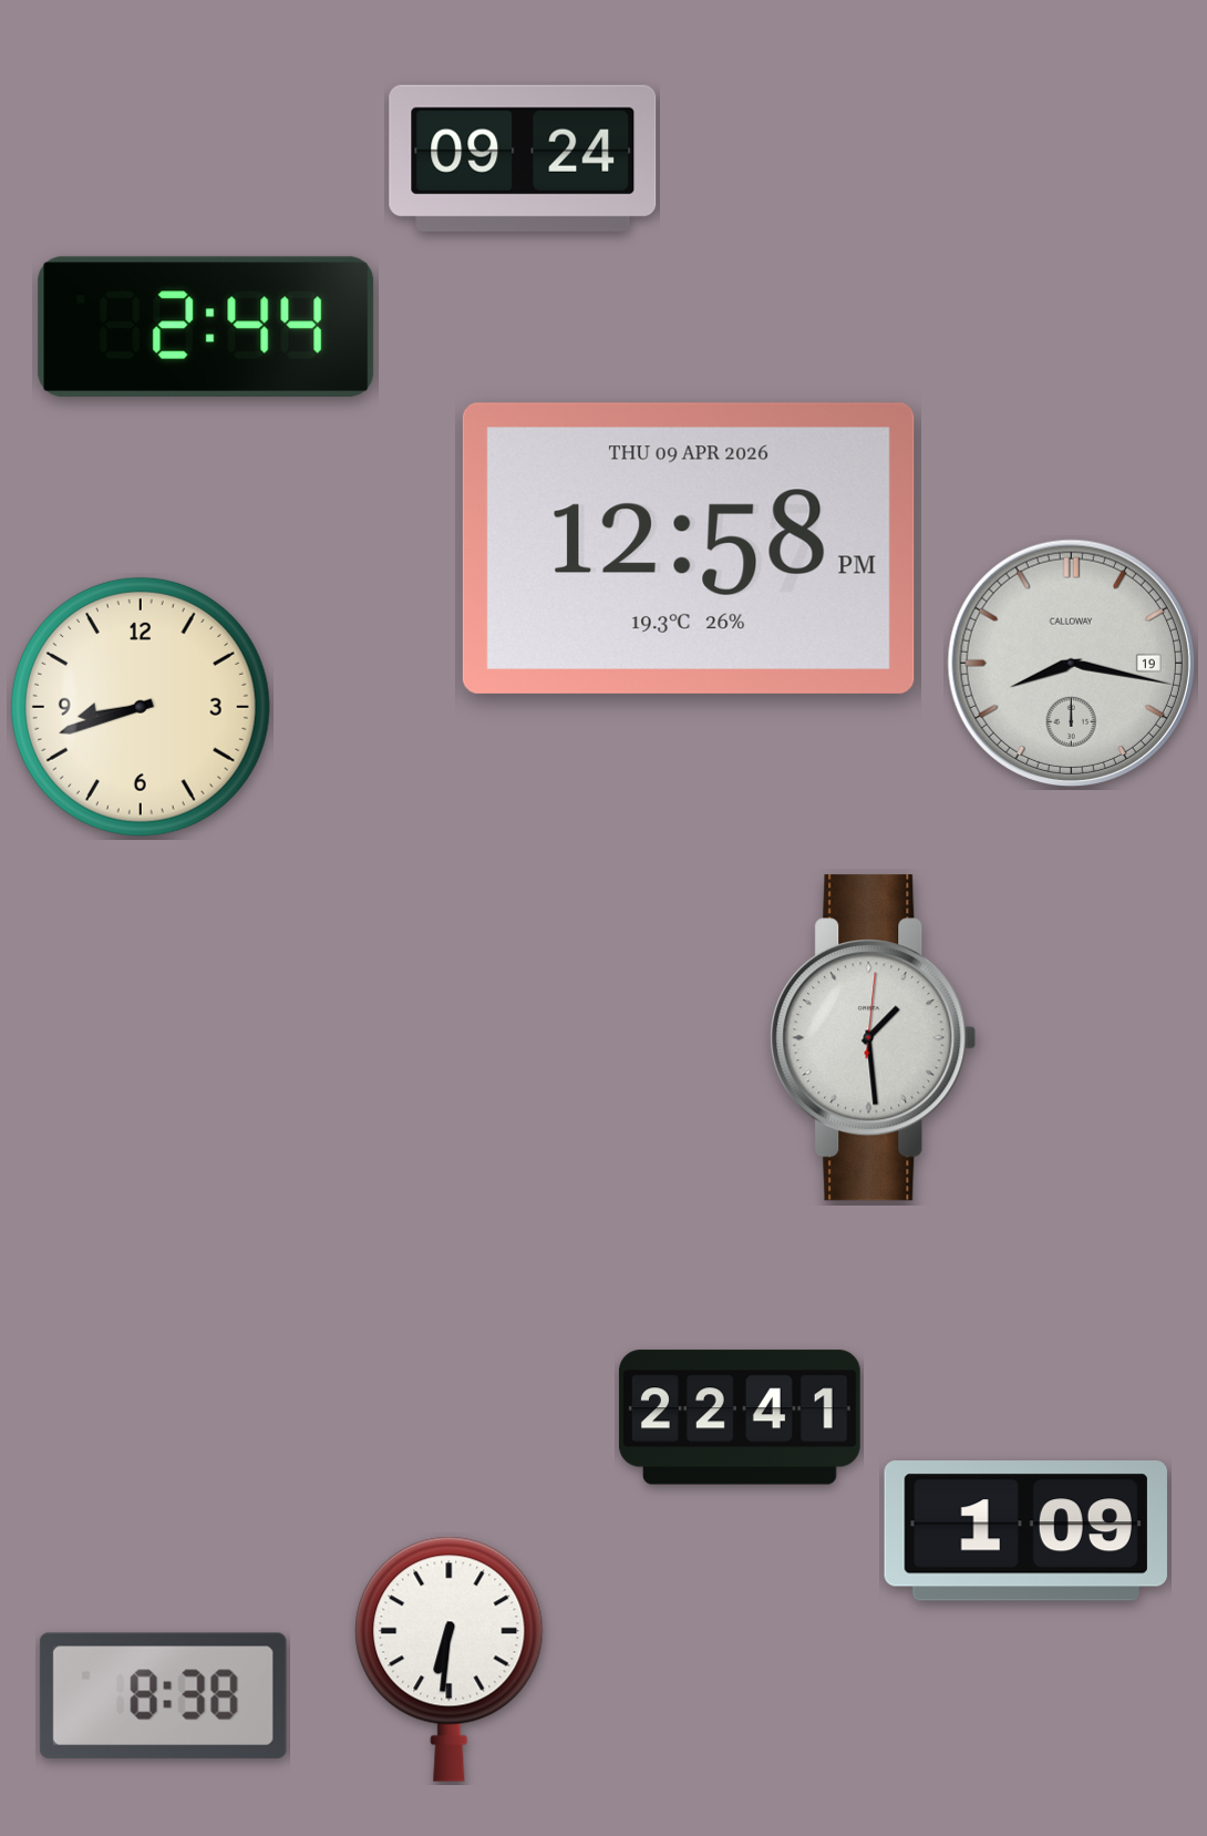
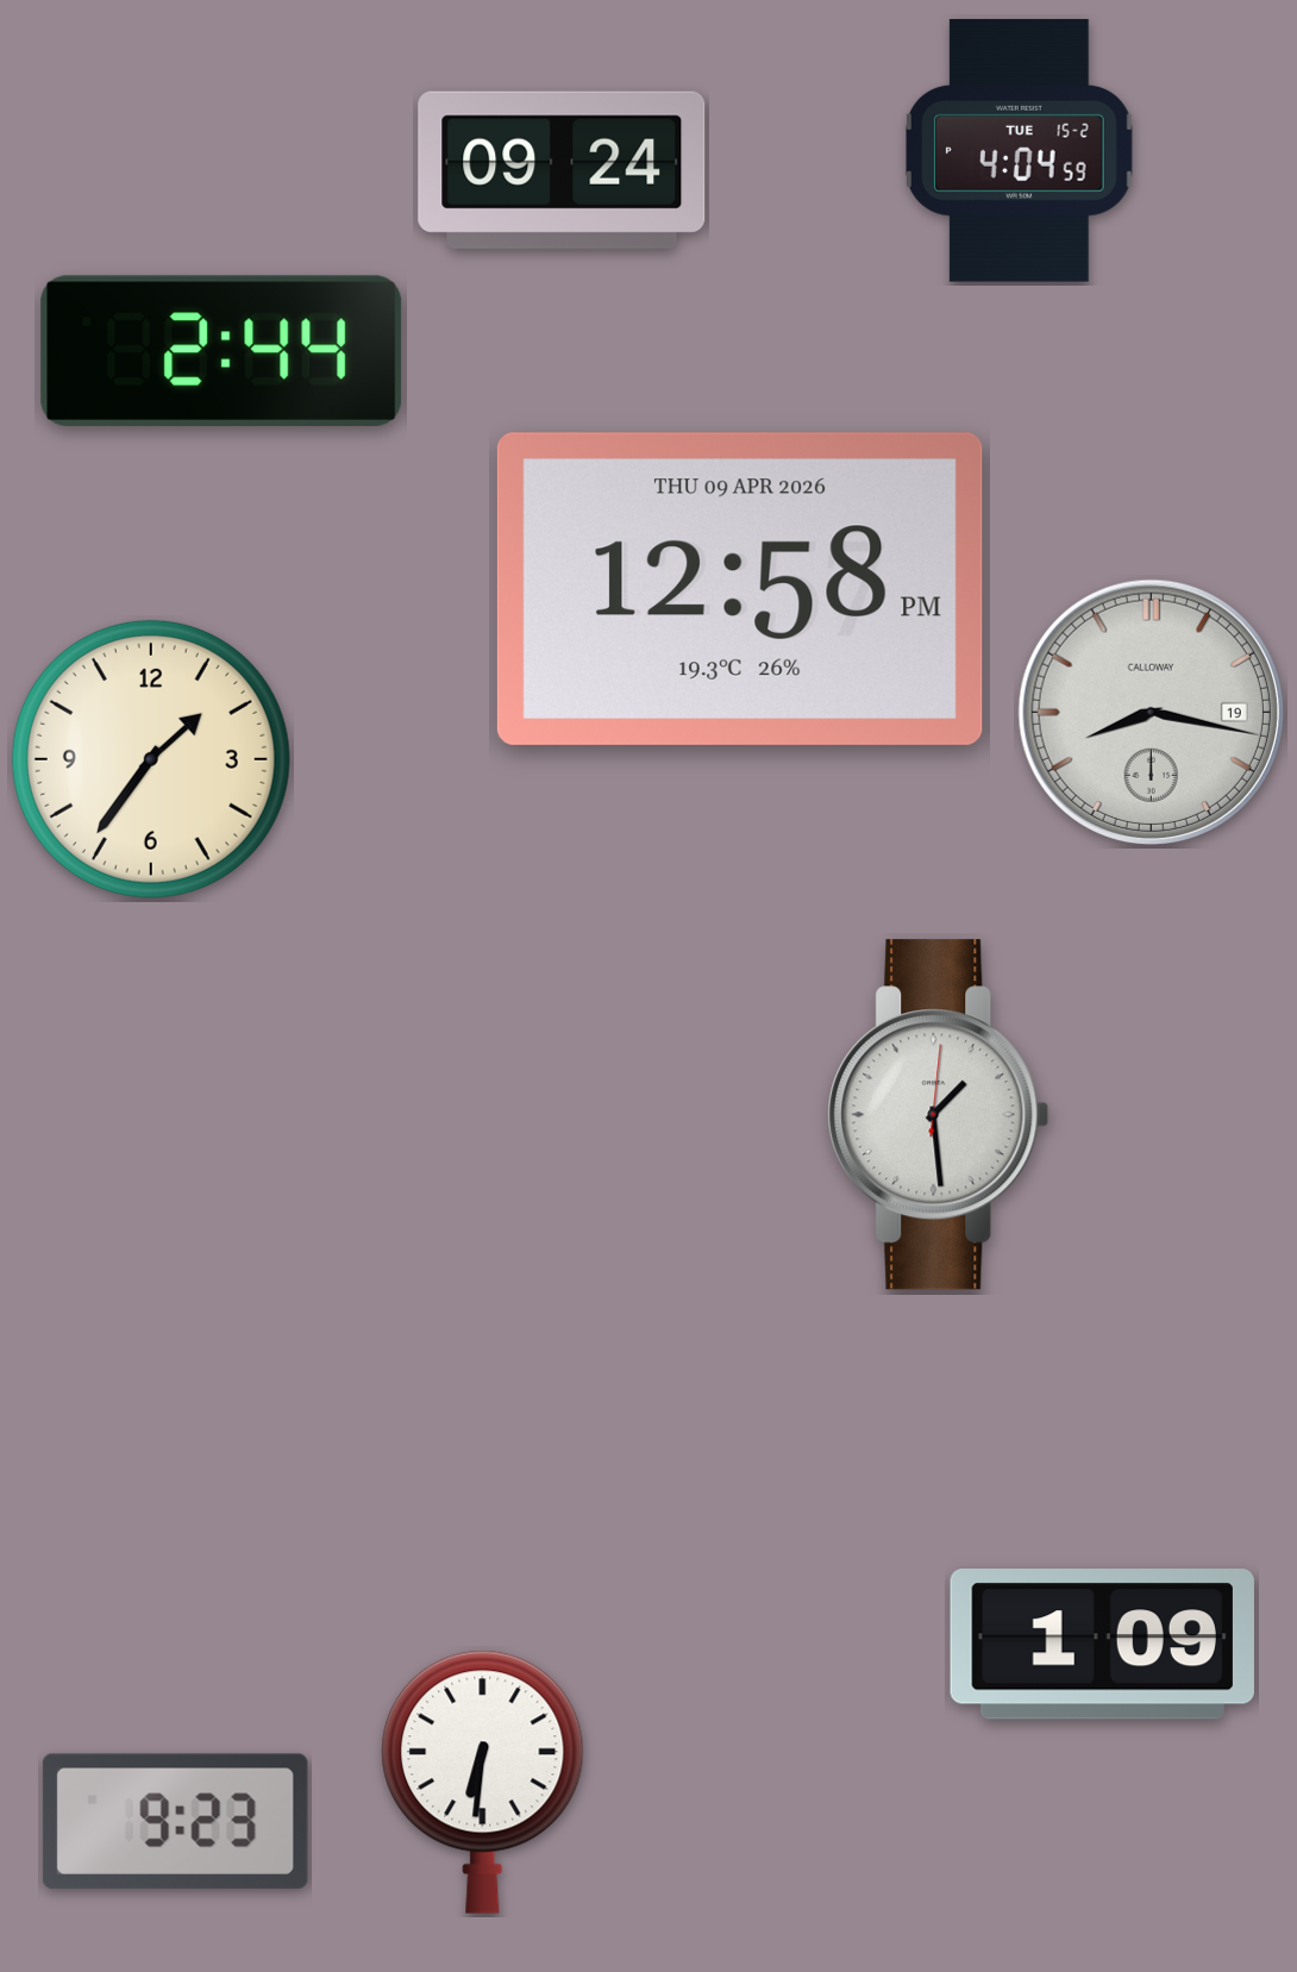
clock at (1019, 150): none -> 4:04
clock at (141, 707): 8:42 -> 1:36
clock at (740, 1417): 22:41 -> none
clock at (163, 1695): 8:38 -> 9:23
